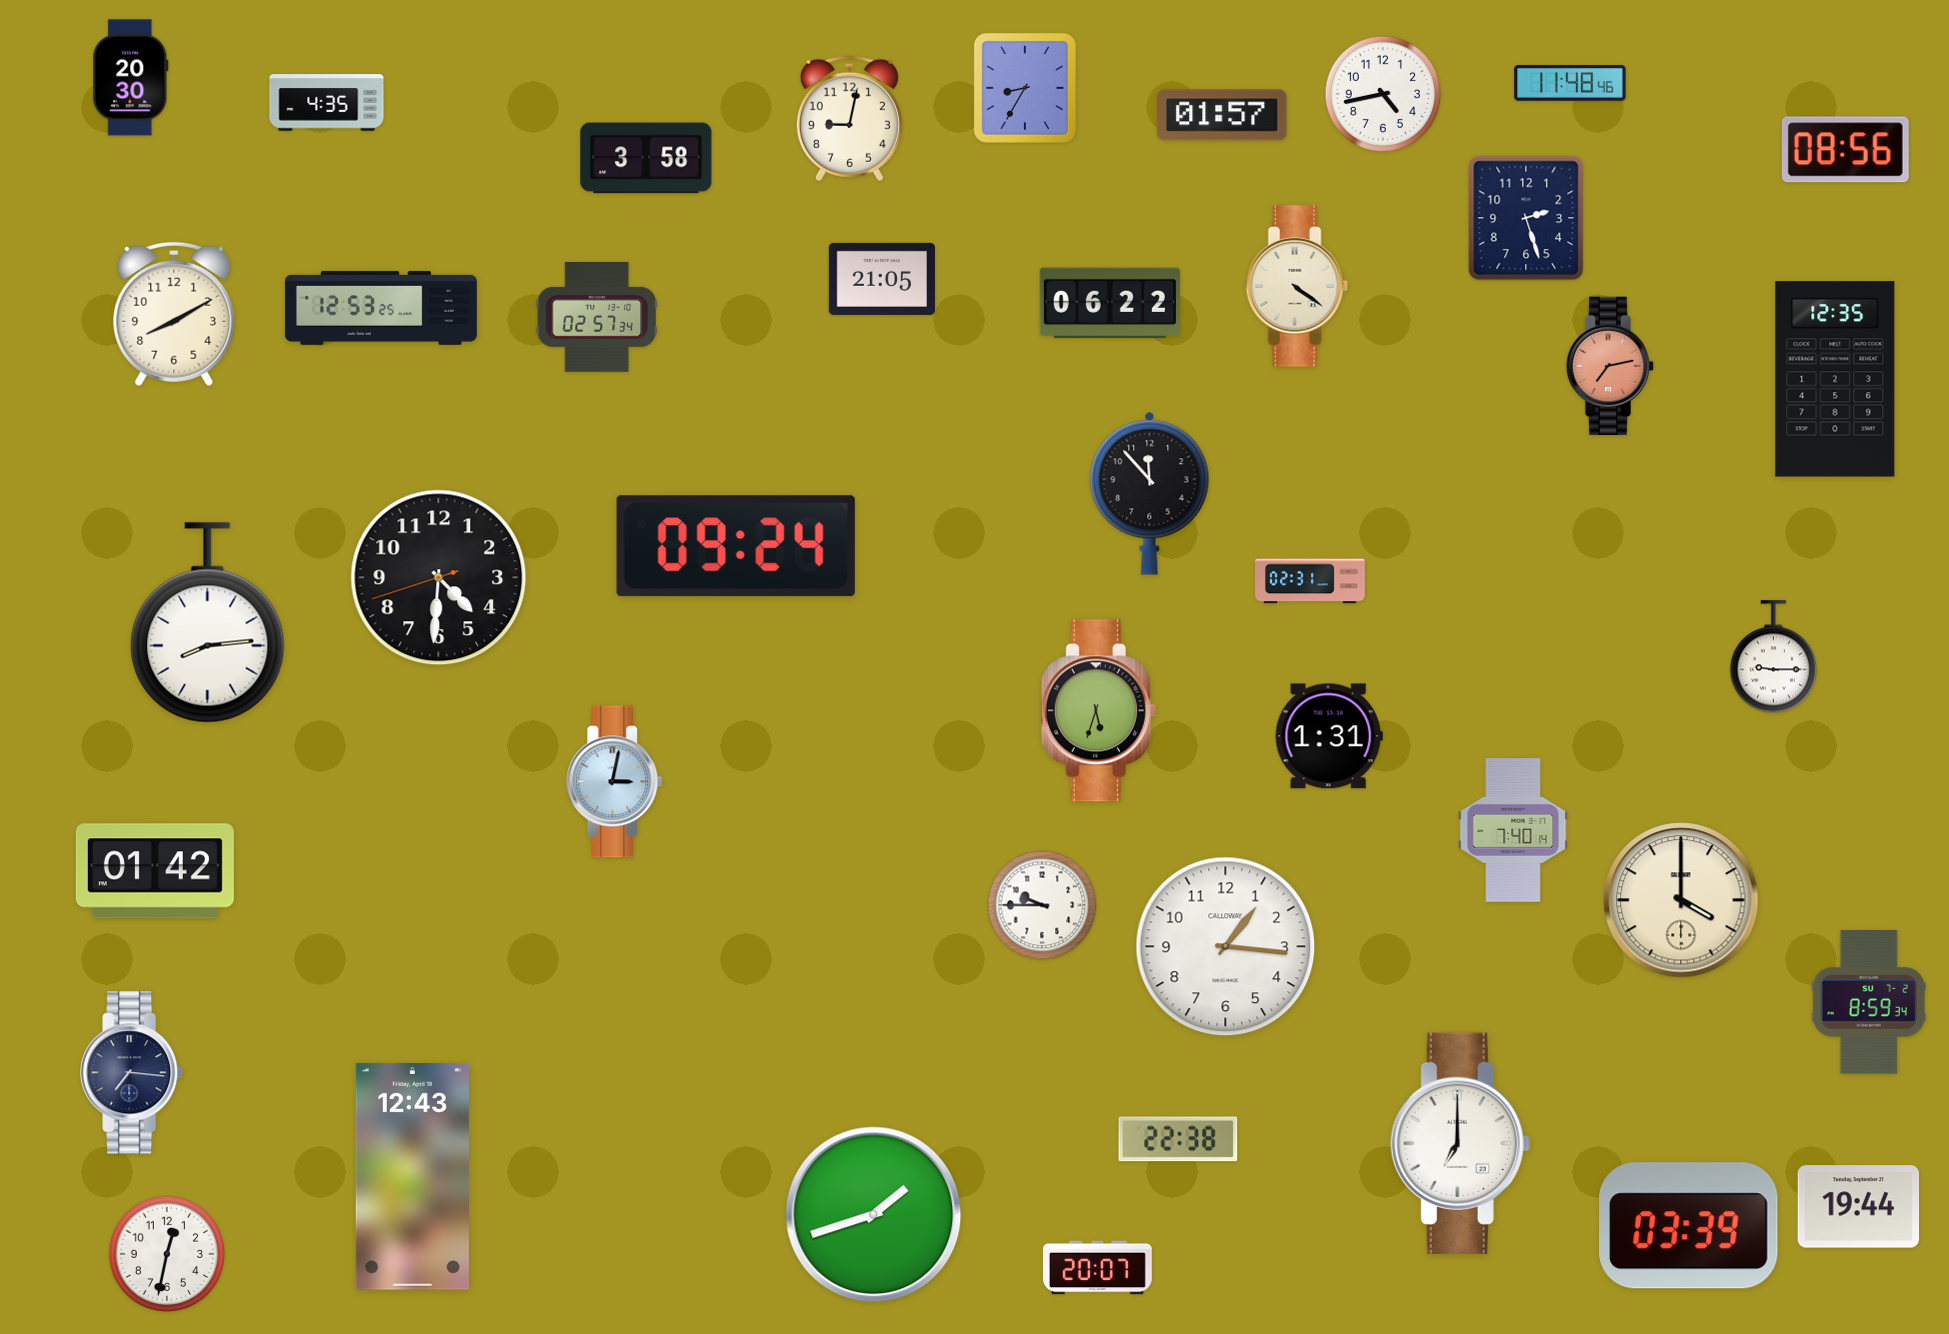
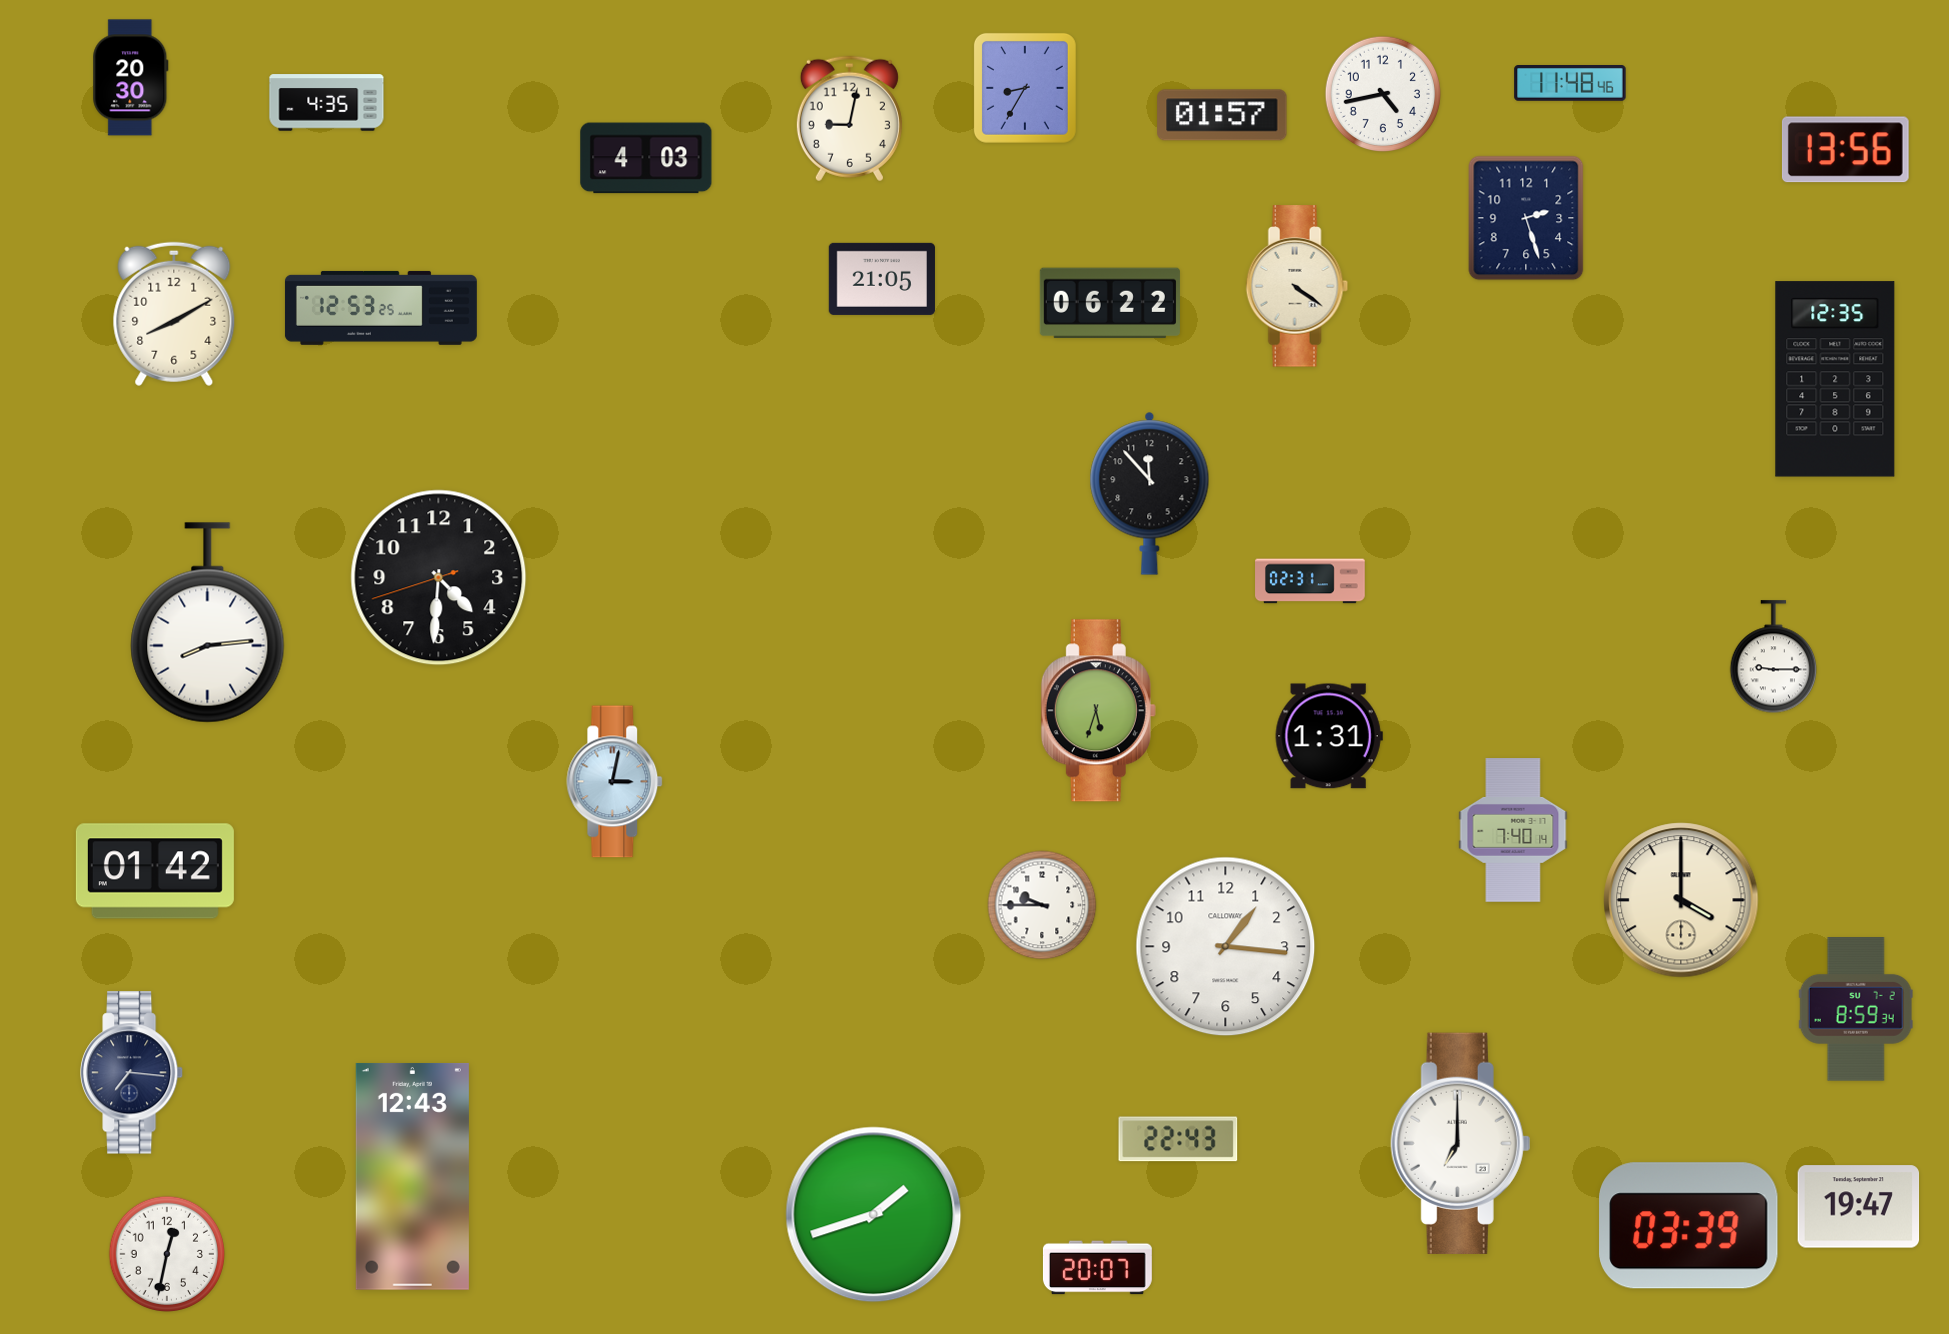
clock at (1845, 150): 08:56 -> 13:56
clock at (646, 158): 3:58 -> 4:03
clock at (597, 317): 02:57 -> none
clock at (1610, 366): 7:13 -> none
clock at (736, 546): 09:24 -> none
clock at (1869, 1002) position: (1869, 1002) -> (1856, 1009)
clock at (1178, 1139): 22:38 -> 22:43
clock at (1859, 1207): 19:44 -> 19:47
